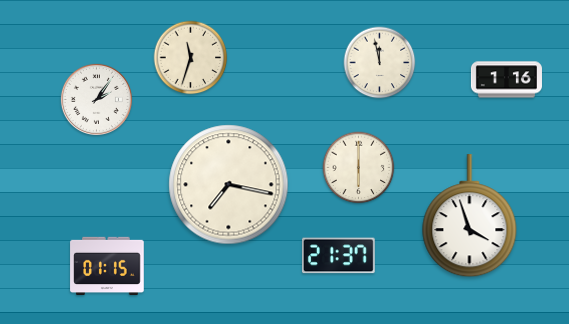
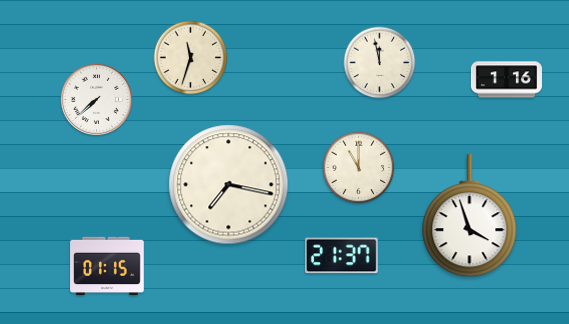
clock at (96, 99): 2:06 -> 7:38
clock at (359, 168): 6:00 -> 11:00
clock at (338, 256) position: (338, 256) -> (341, 256)
